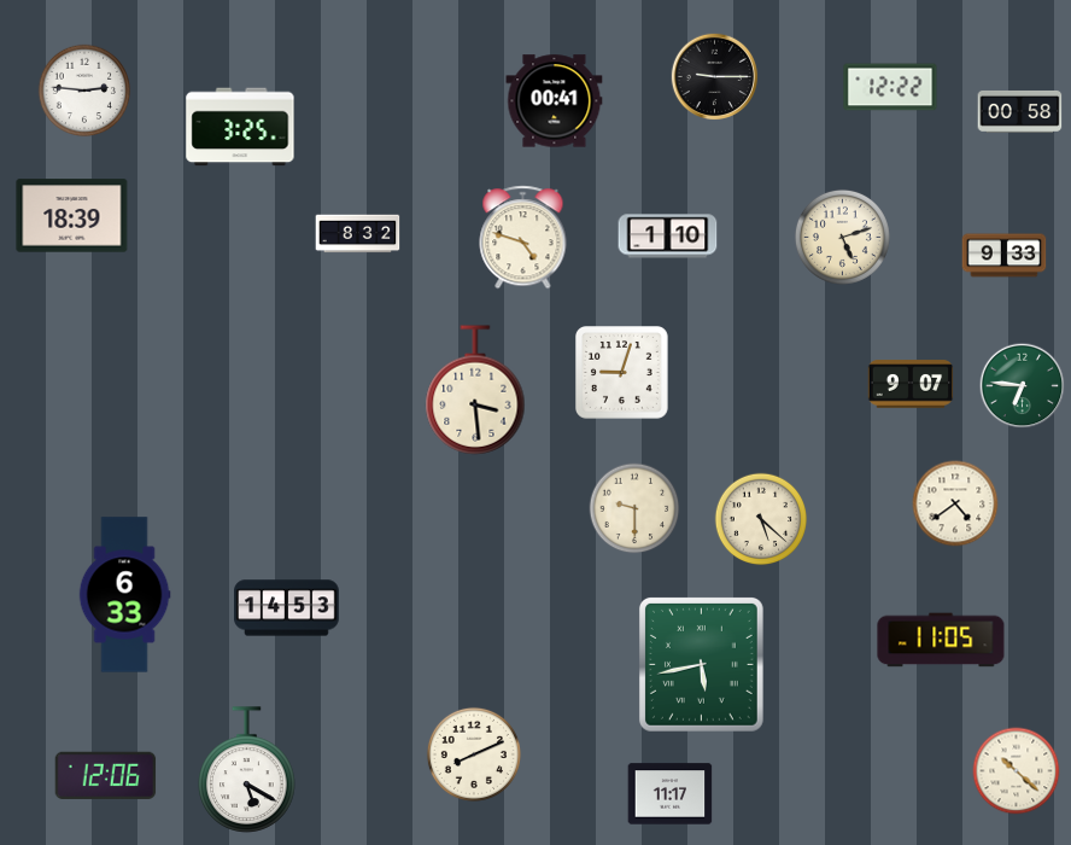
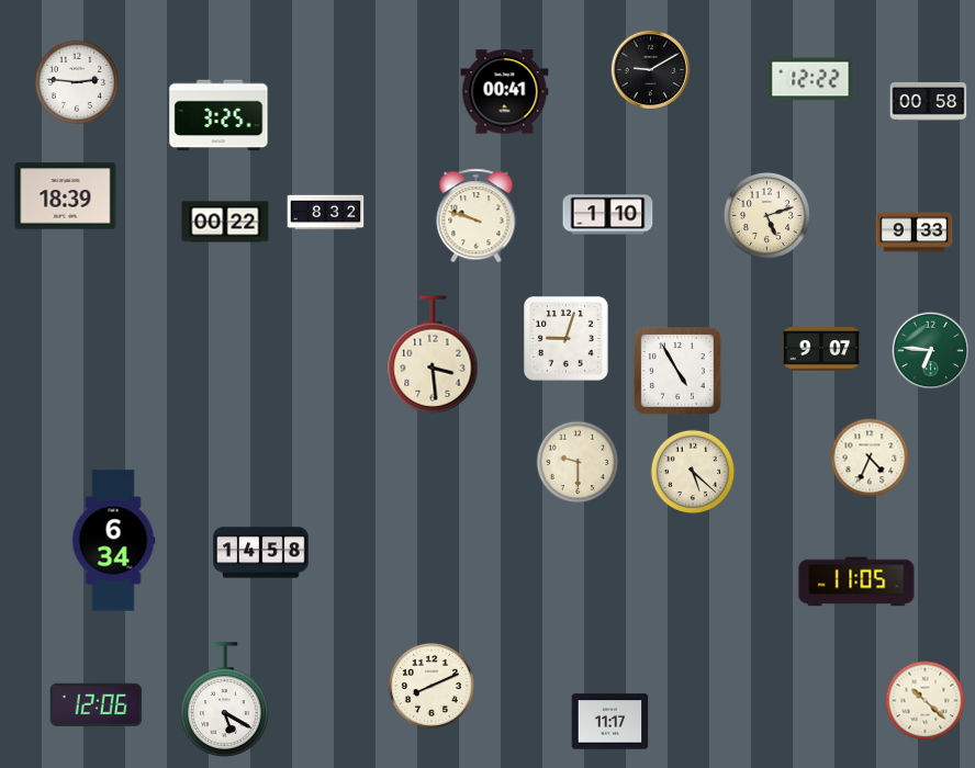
clock at (715, 77): 9:15 -> 9:10
clock at (523, 238): 4:48 -> 9:48
clock at (225, 222): none -> 00:22
clock at (911, 384) position: (911, 384) -> (821, 349)
clock at (677, 371): none -> 4:55
clock at (955, 503): 4:39 -> 4:34
clock at (124, 595): 6:33 -> 6:34
clock at (287, 608): 14:53 -> 14:58
clock at (701, 664): 5:43 -> none
